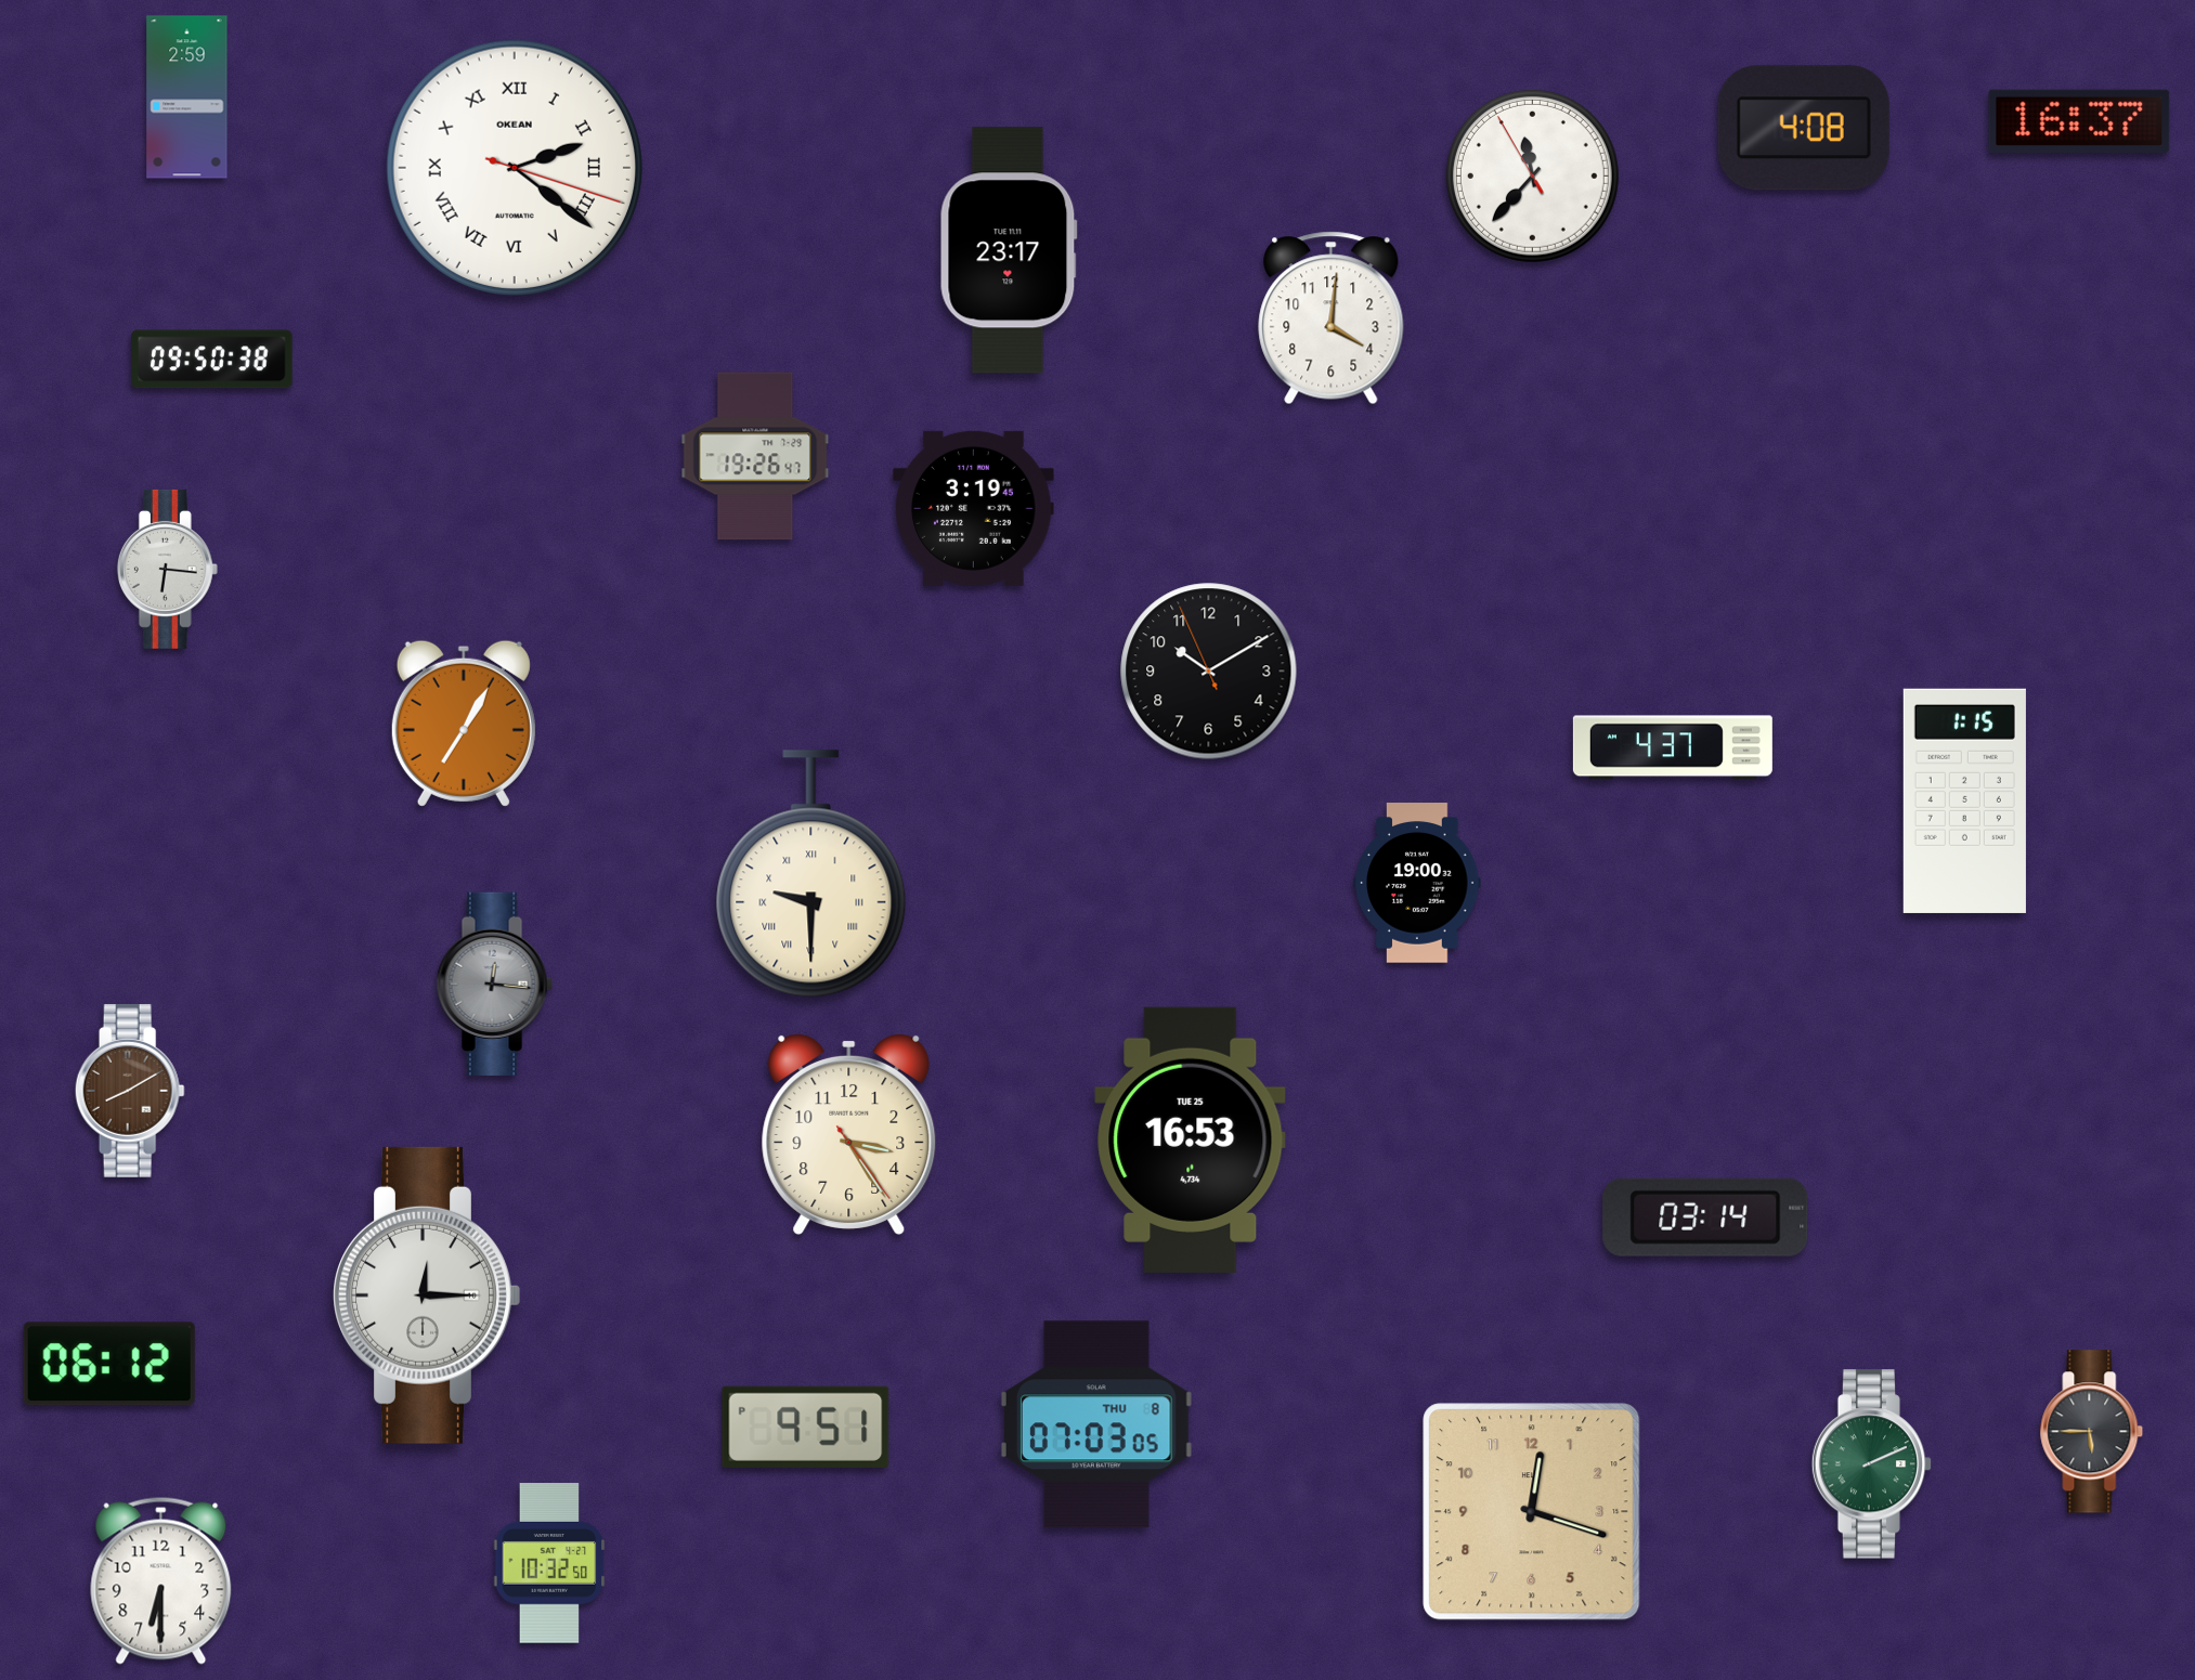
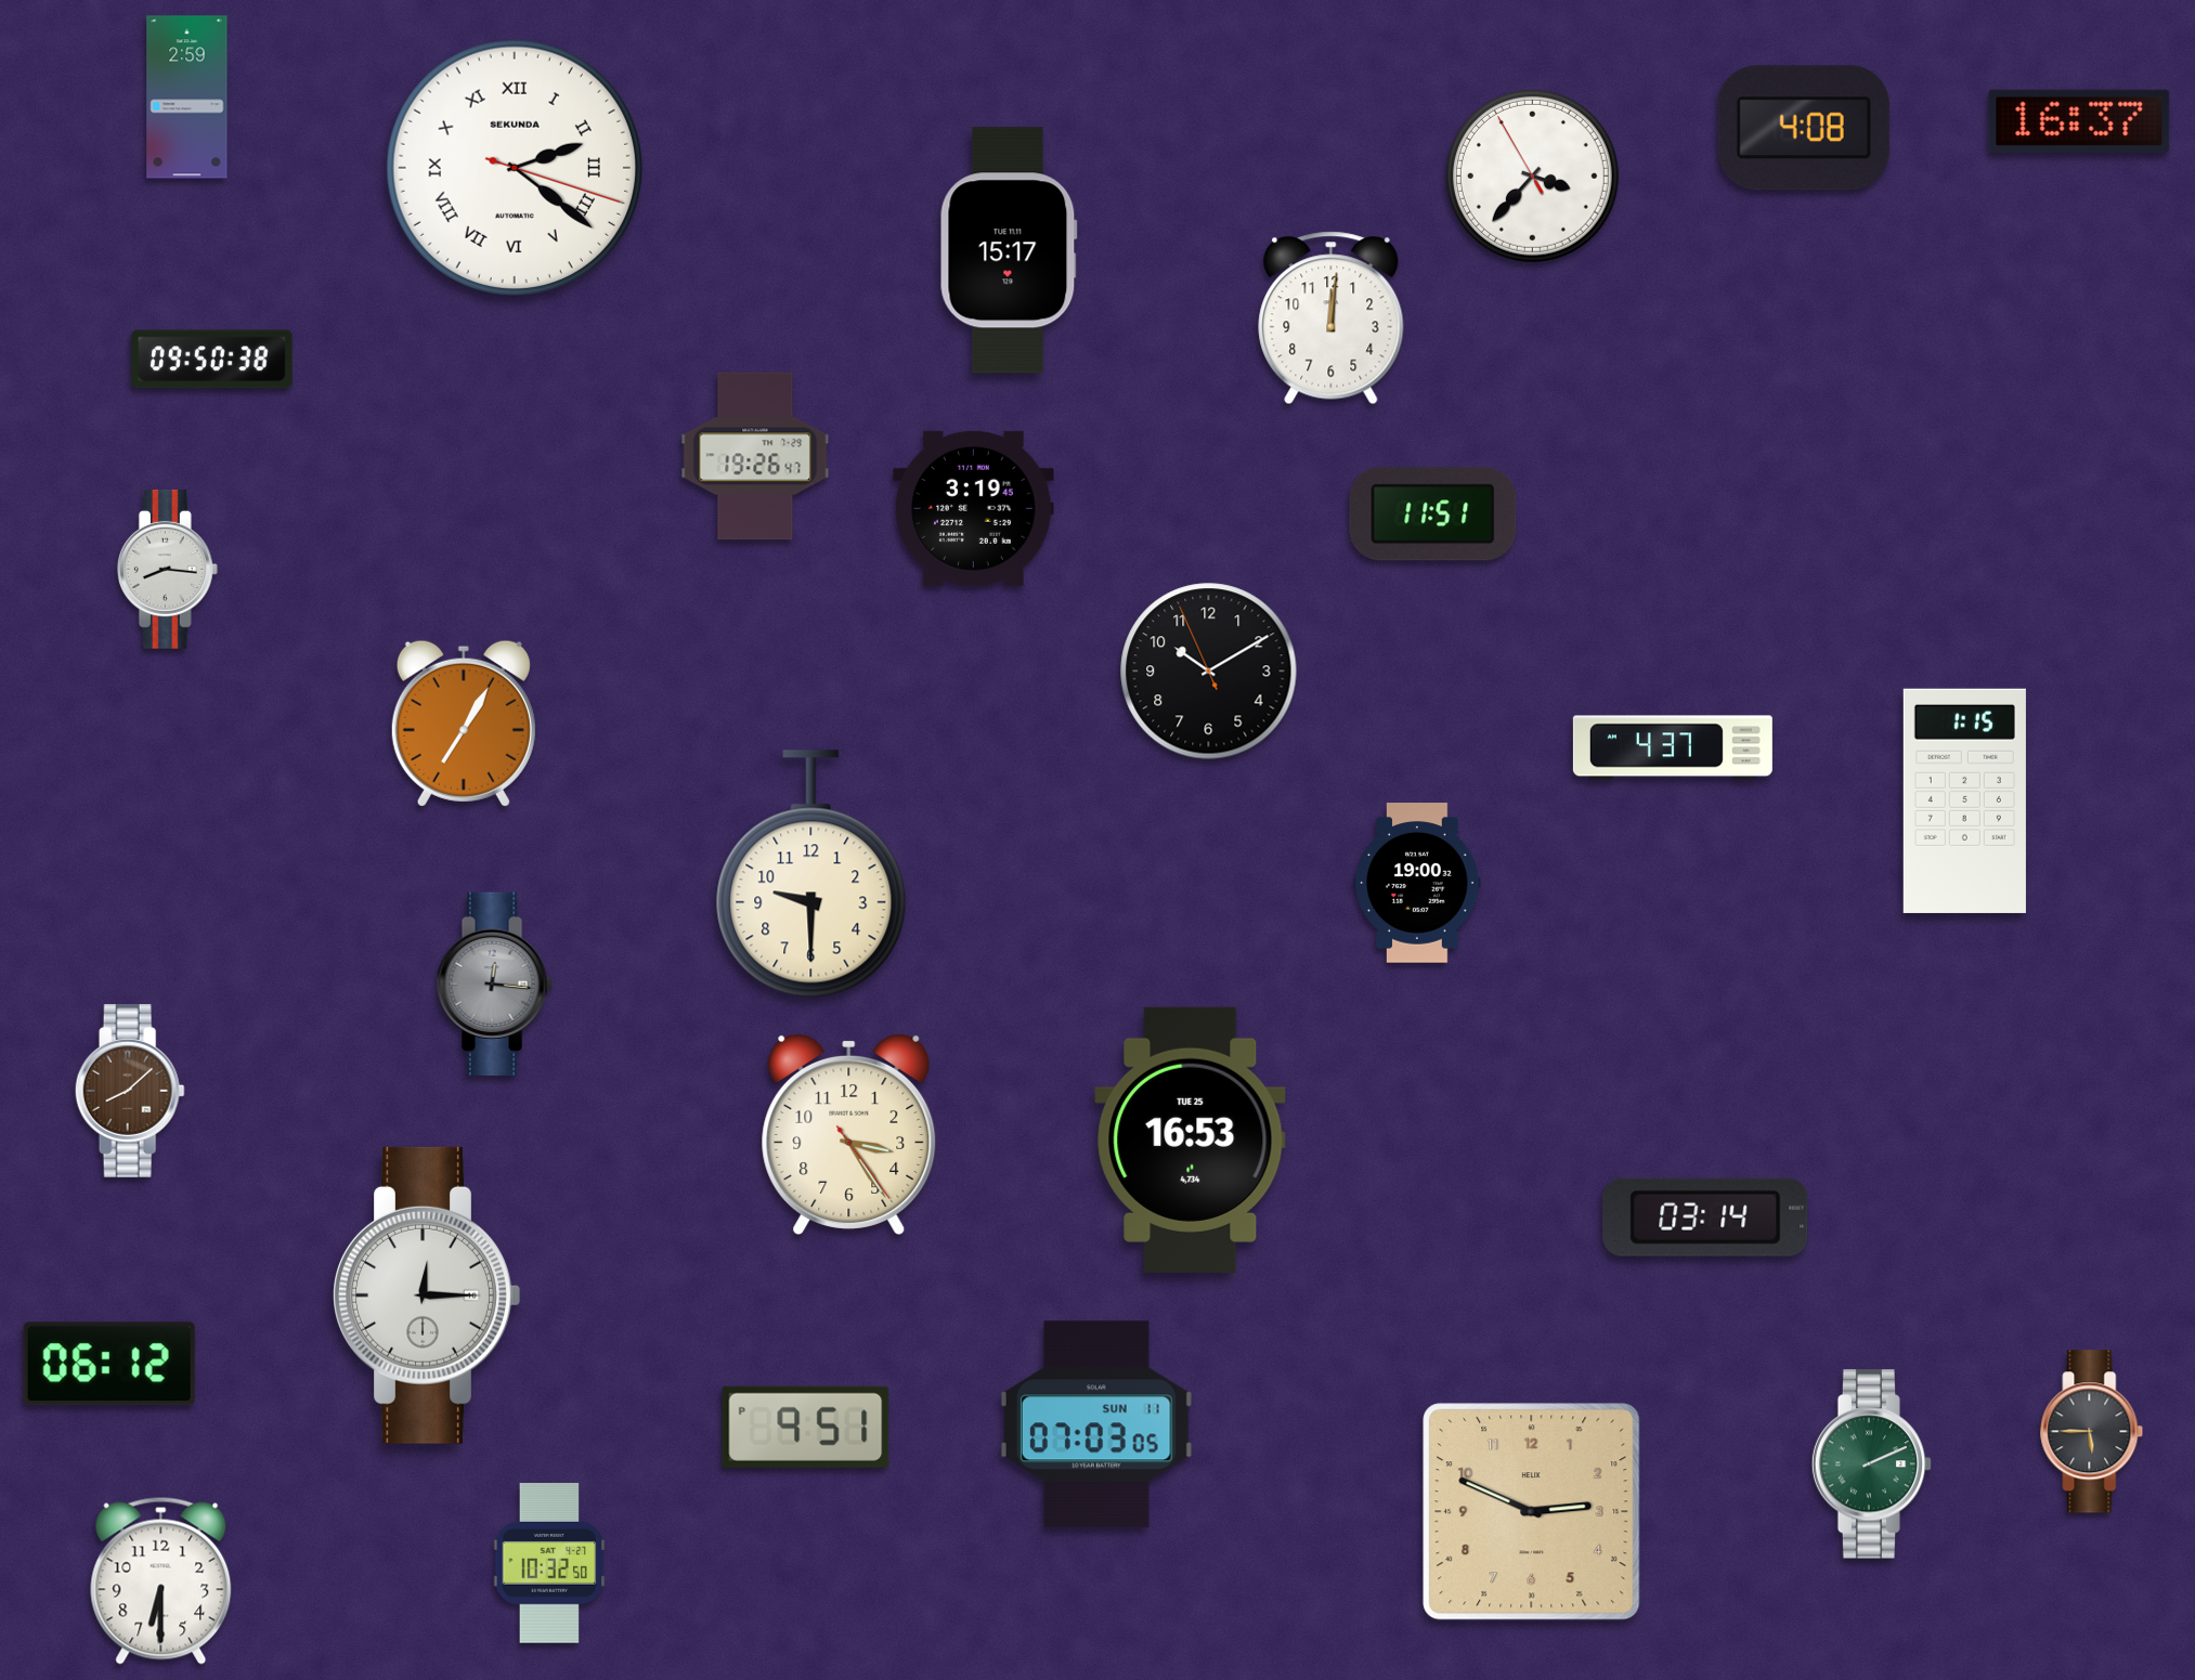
clock at (515, 168) brand: OKEAN -> SEKUNDA
clock at (1532, 175): 11:36 -> 3:36
clock at (1009, 250): 23:17 -> 15:17
clock at (1332, 318): 4:01 -> 12:01
clock at (1433, 515): none -> 11:51
clock at (167, 569): 6:16 -> 8:16
clock at (811, 874) numerals: Roman -> Arabic
clock at (130, 1091): 8:10 -> 8:08
clock at (1096, 1424) date: THU 8 -> SUN 11
clock at (1532, 1512): 12:18 -> 2:49
